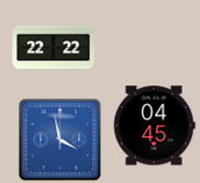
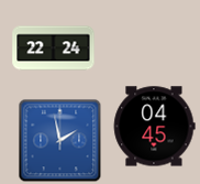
clock at (54, 48): 22:22 -> 22:24
clock at (60, 140): 3:58 -> 1:58
